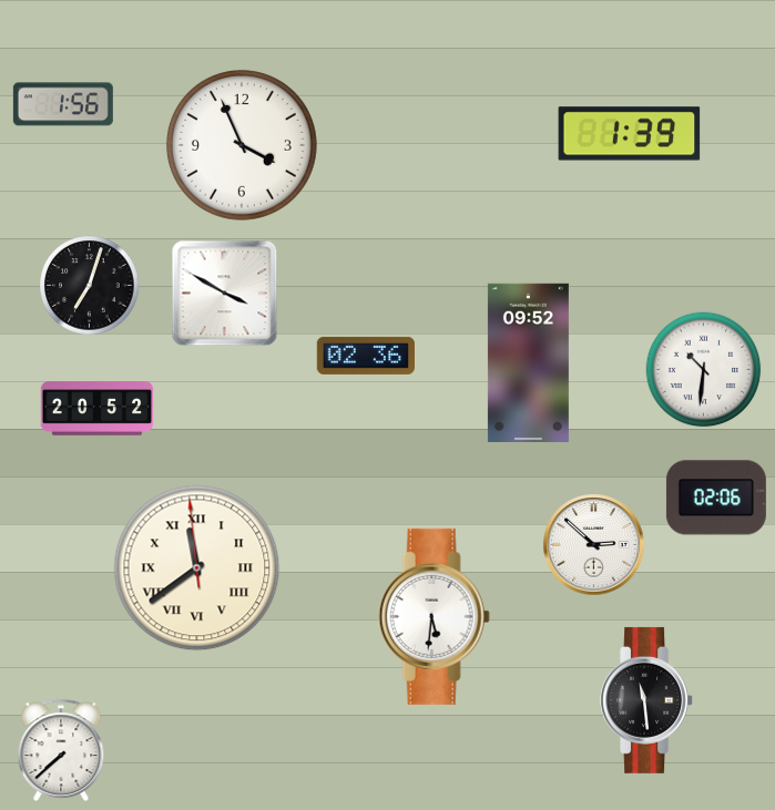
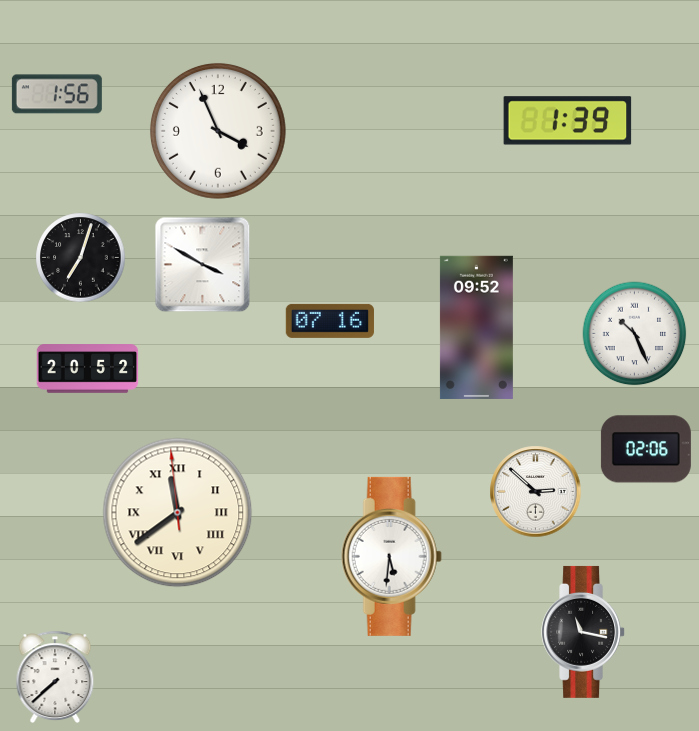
clock at (366, 356): 02:36 -> 07:16
clock at (704, 370): 10:31 -> 10:26
clock at (647, 700): 11:29 -> 11:17
